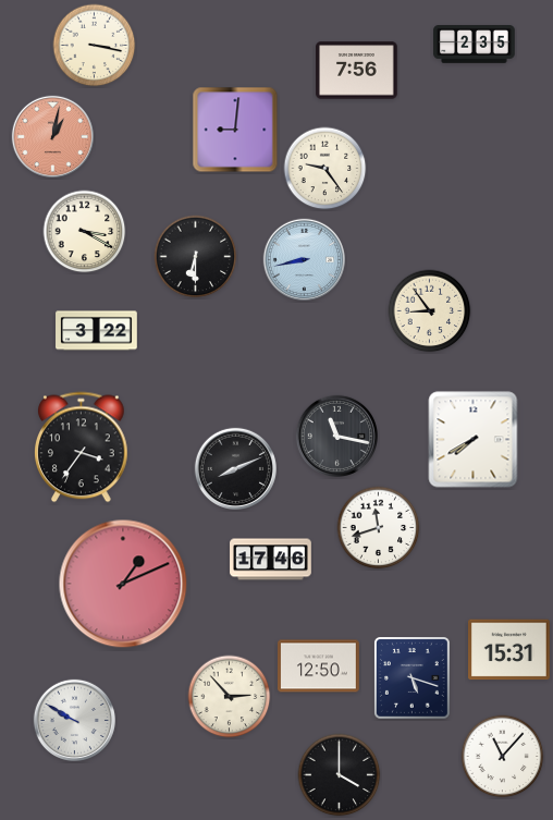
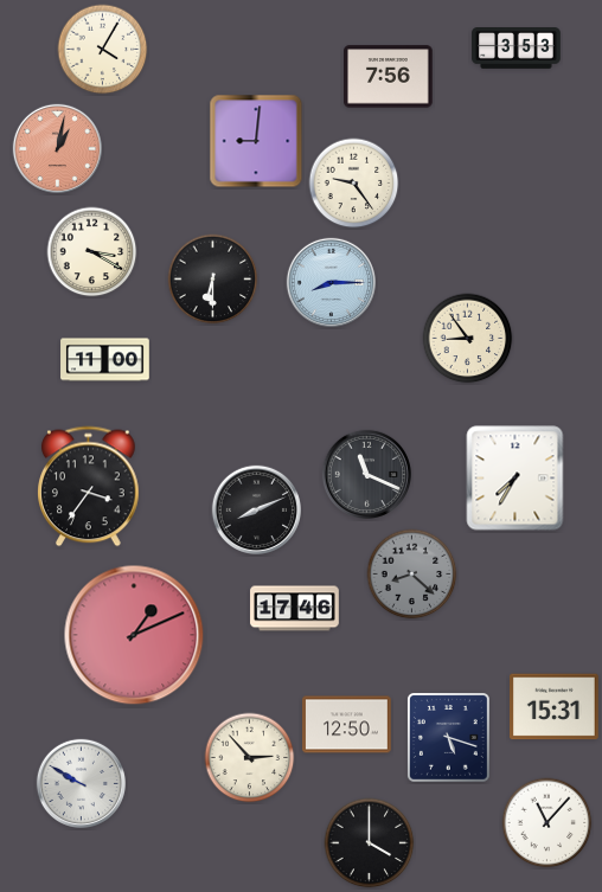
clock at (475, 45): 2:35 -> 3:53
clock at (95, 46): 3:17 -> 4:05
clock at (304, 259): 8:43 -> 8:15
clock at (97, 331): 3:22 -> 11:00
clock at (336, 436): 11:17 -> 11:19
clock at (474, 440): 7:40 -> 7:35
clock at (379, 528): 11:42 -> 8:22
clock at (379, 528) dial: white -> grey
